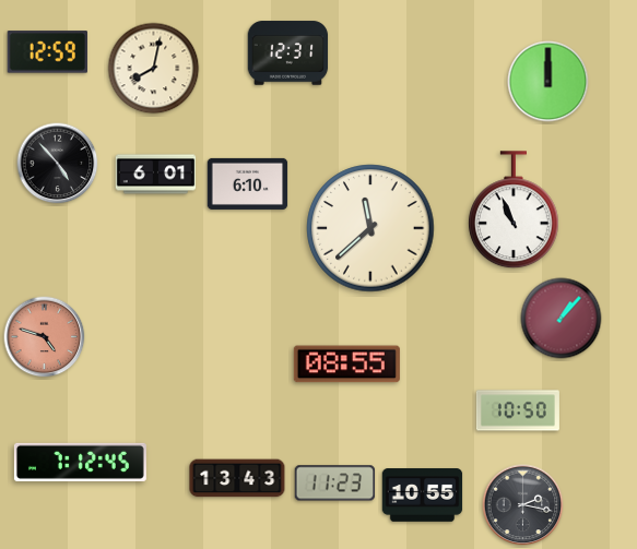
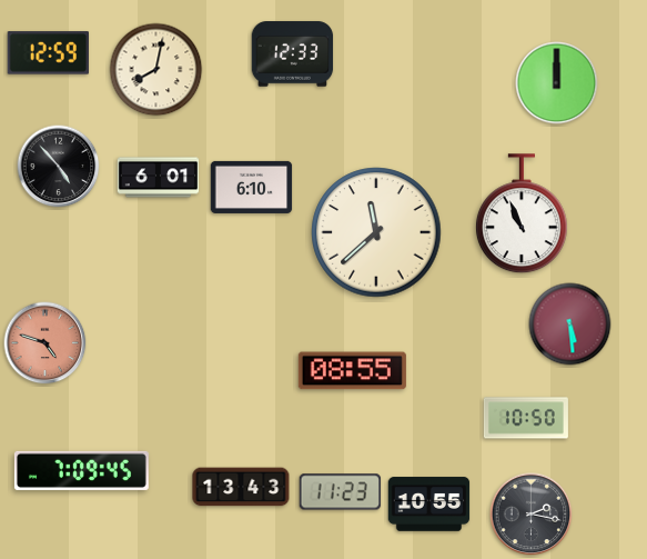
clock at (288, 53): 12:31 -> 12:33
clock at (562, 319): 1:07 -> 5:29
clock at (80, 462): 7:12 -> 7:09
